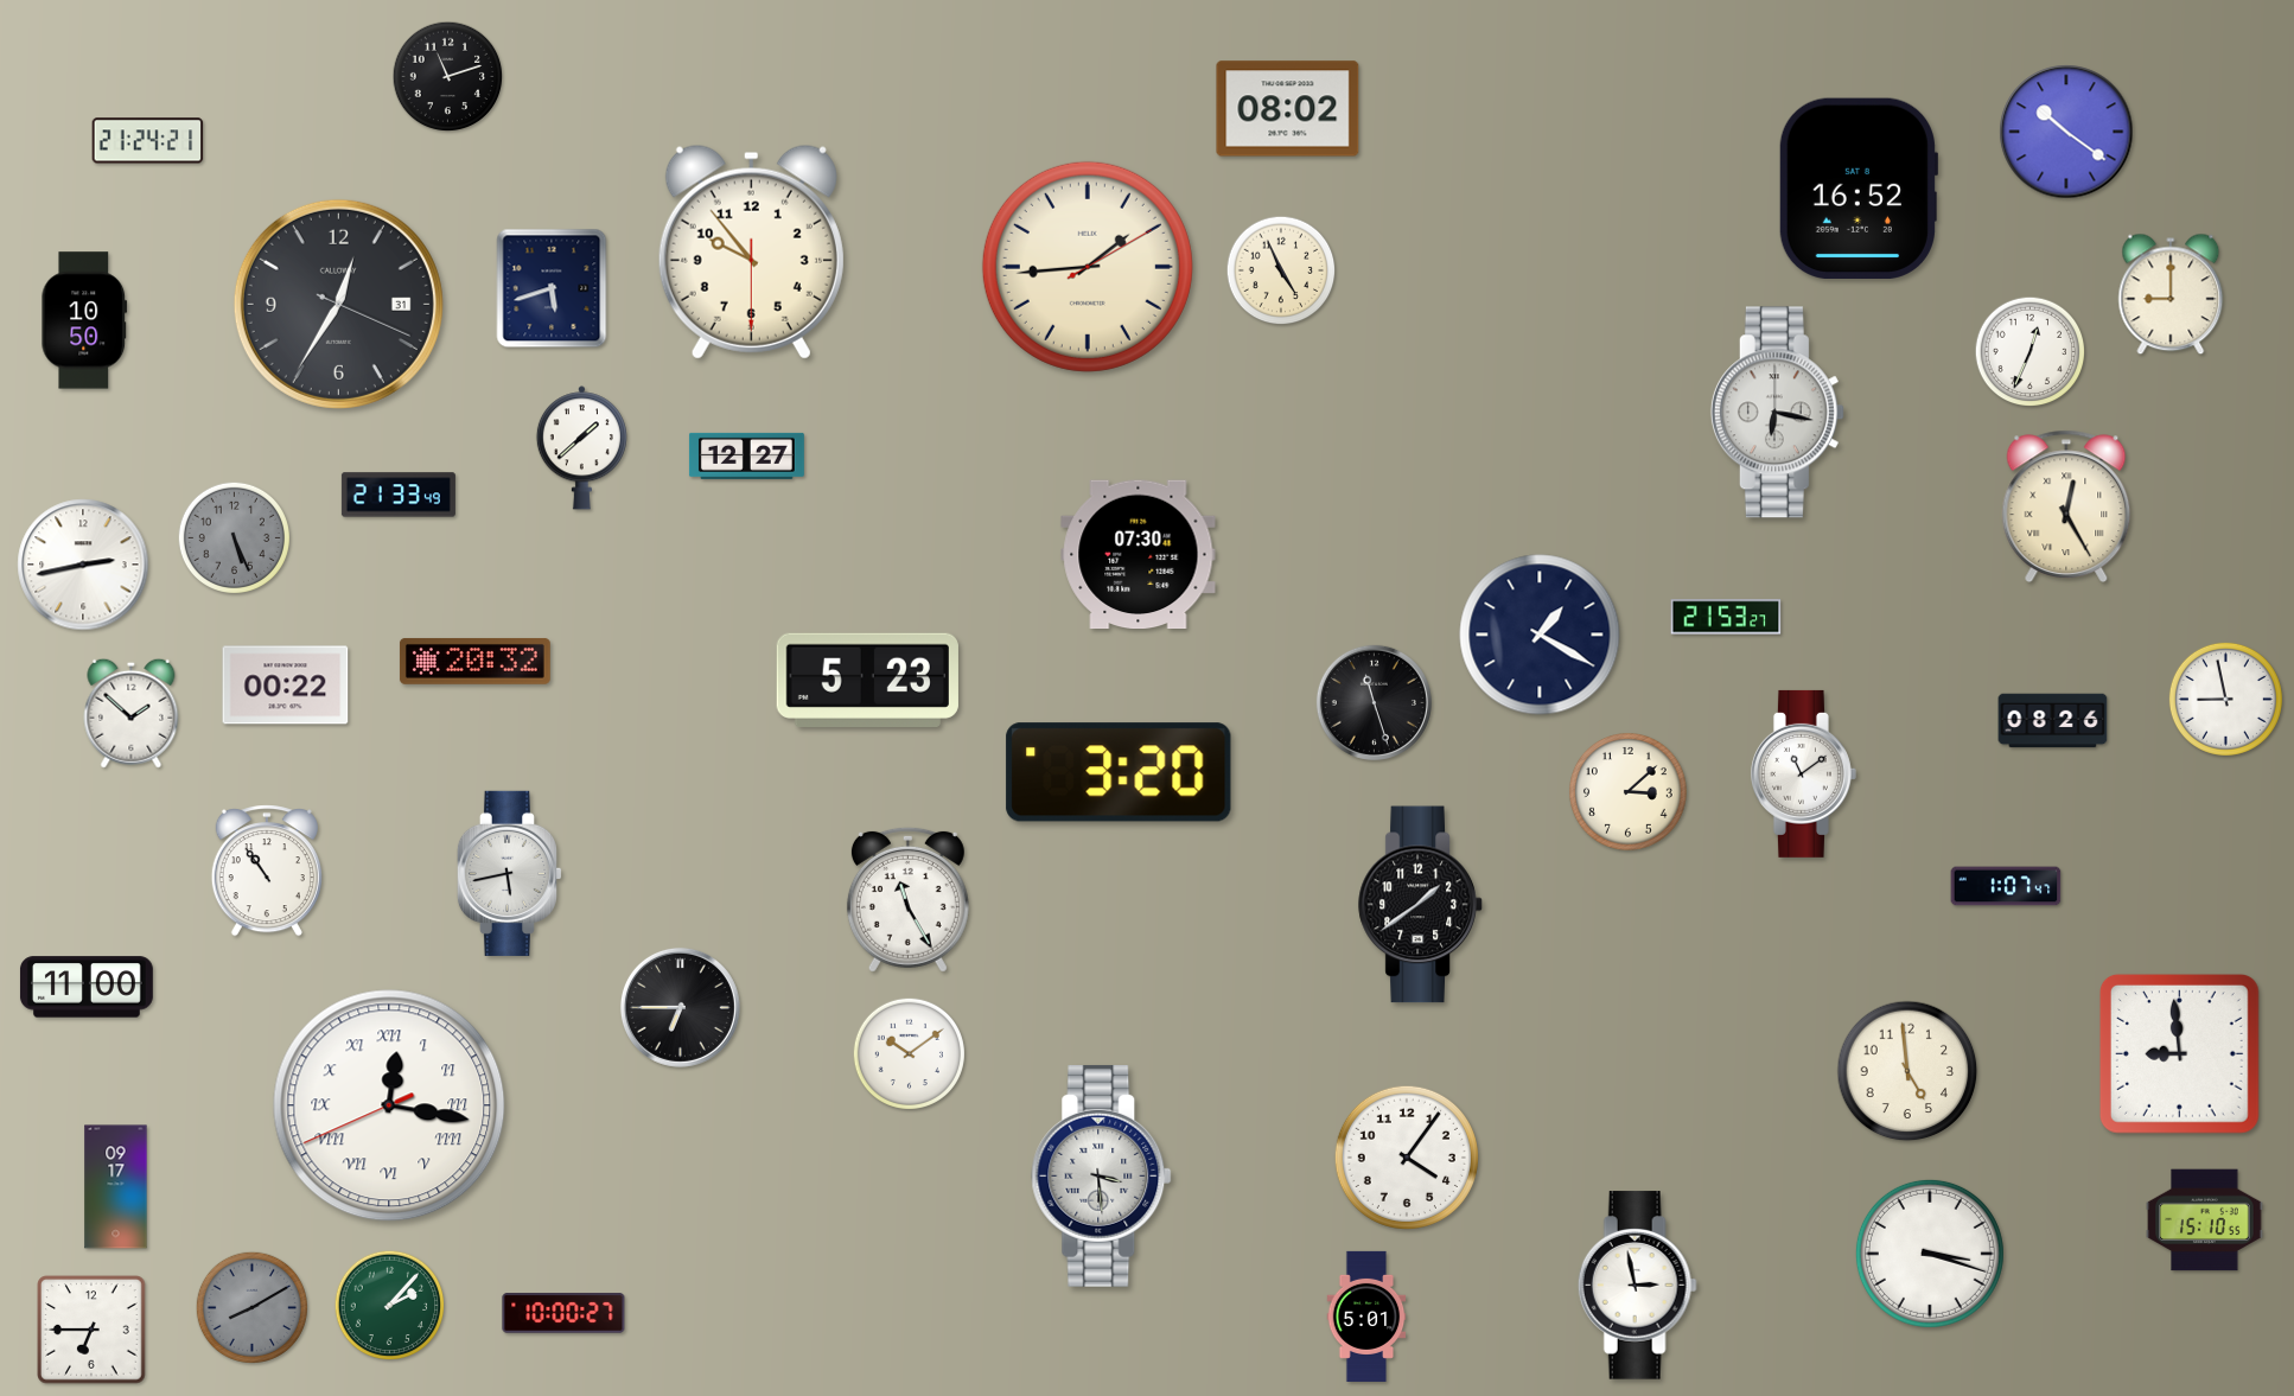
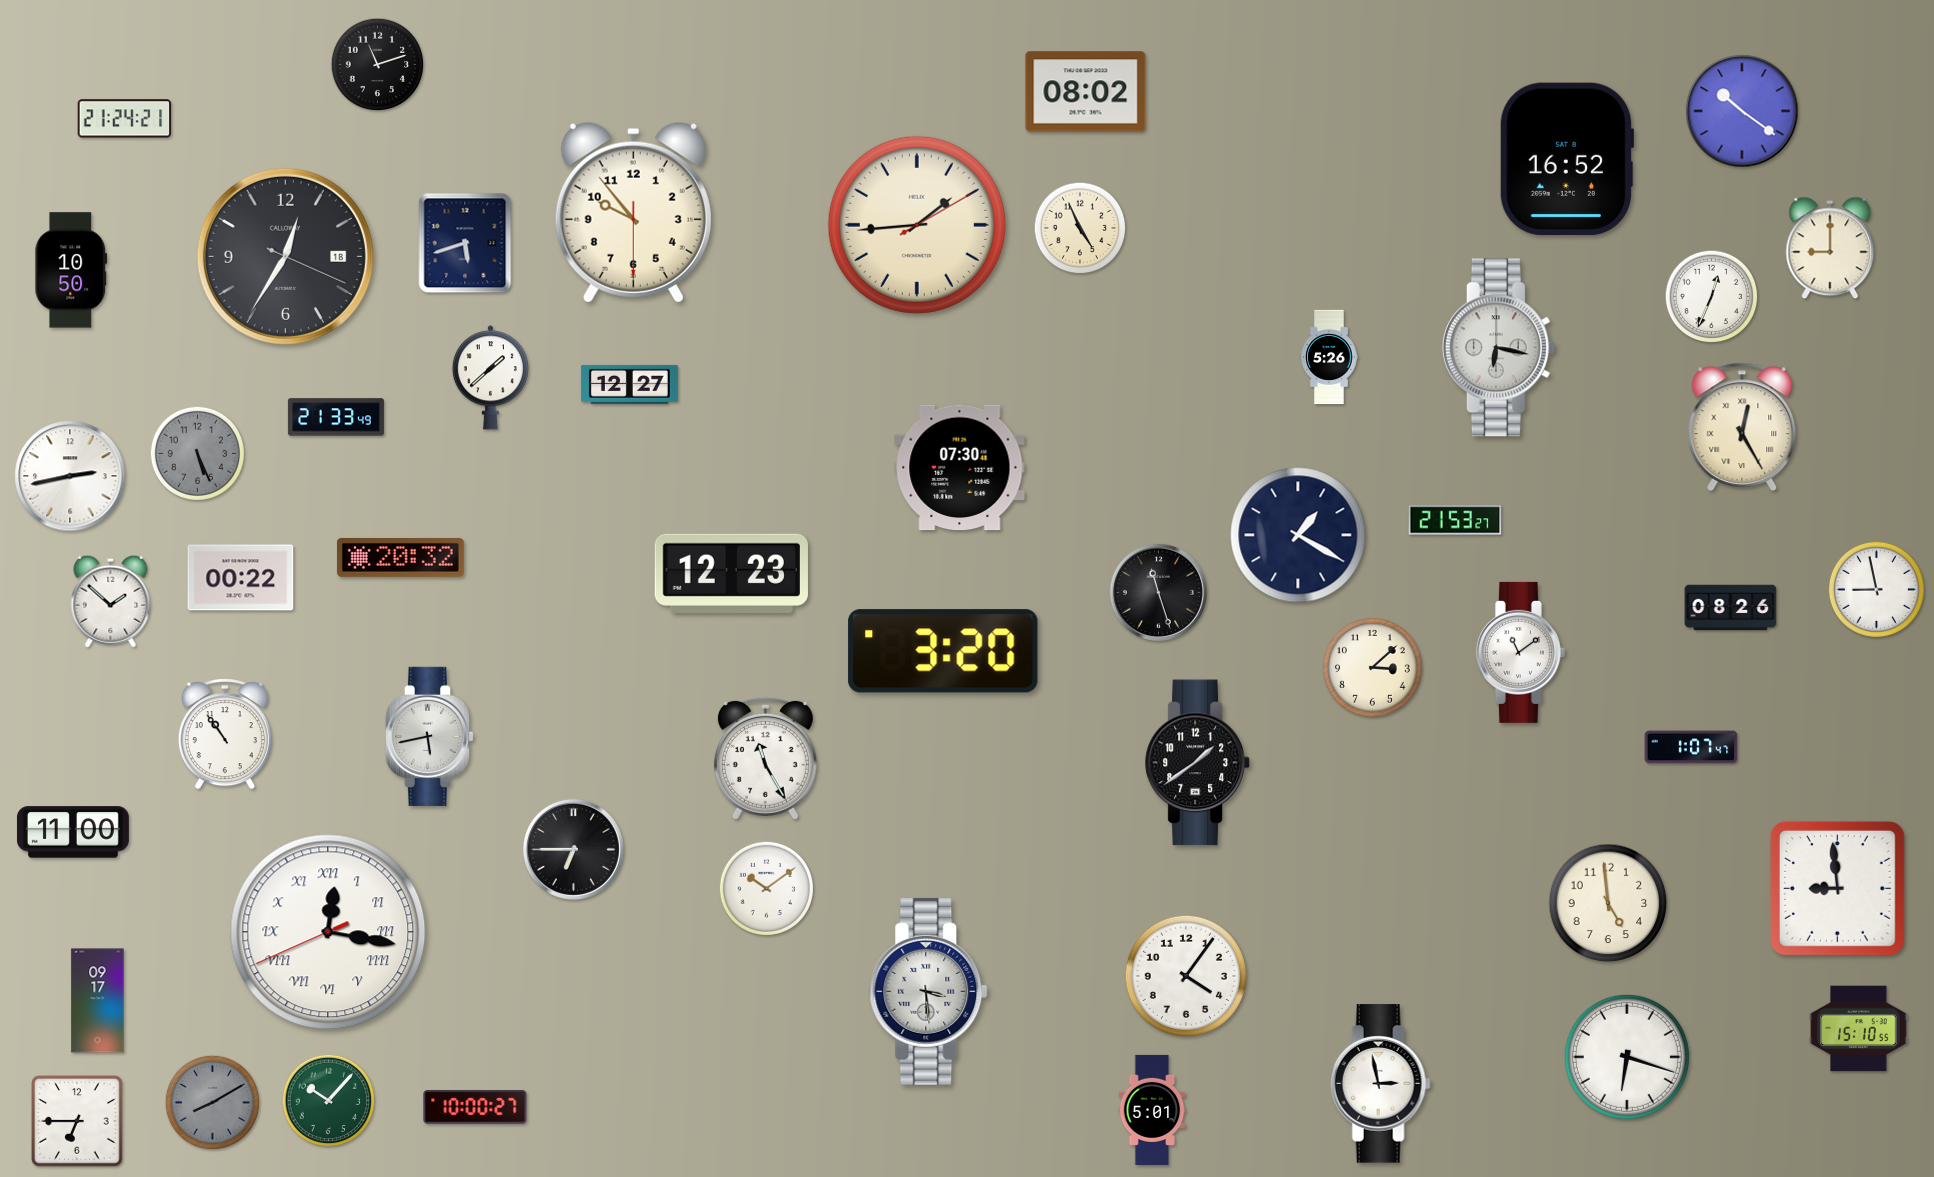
clock at (338, 304) date: 31 -> 18
clock at (1329, 357): none -> 5:26
clock at (867, 680): 5:23 -> 12:23
clock at (1930, 1254): 3:18 -> 6:18
clock at (390, 1306): 2:07 -> 10:07
